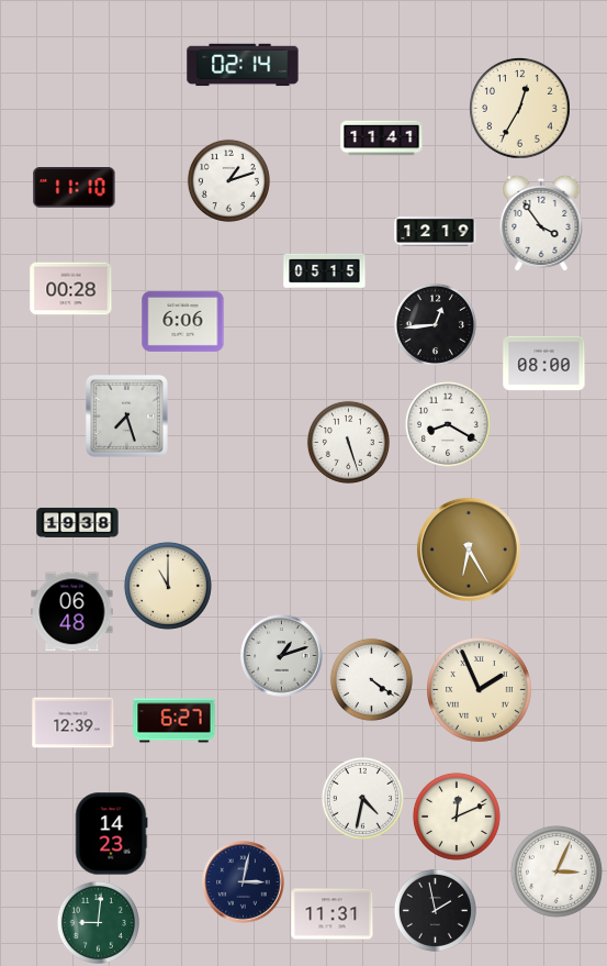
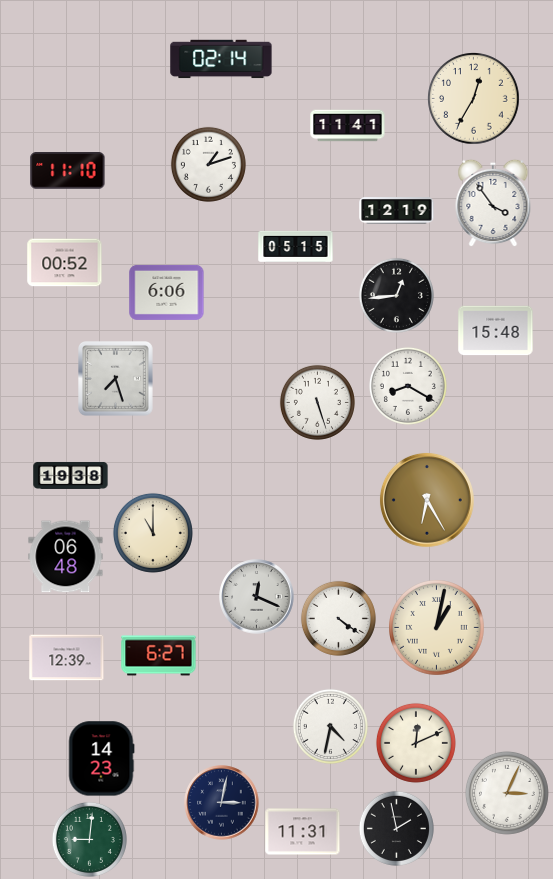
clock at (71, 289): 00:28 -> 00:52
clock at (544, 364): 08:00 -> 15:48
clock at (282, 656): 1:12 -> 12:19
clock at (480, 690): 1:56 -> 1:02
